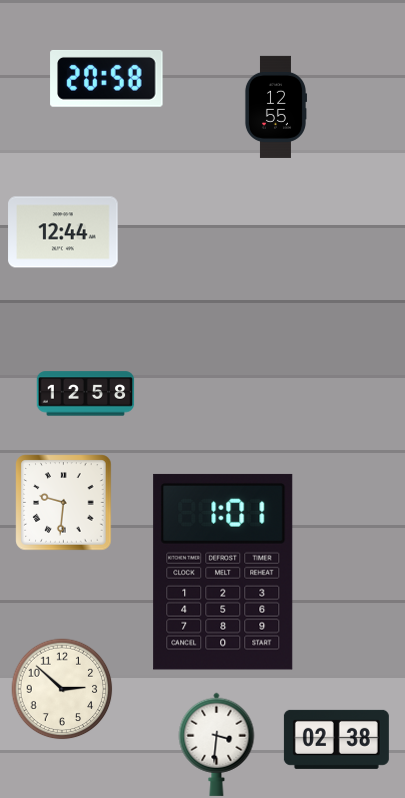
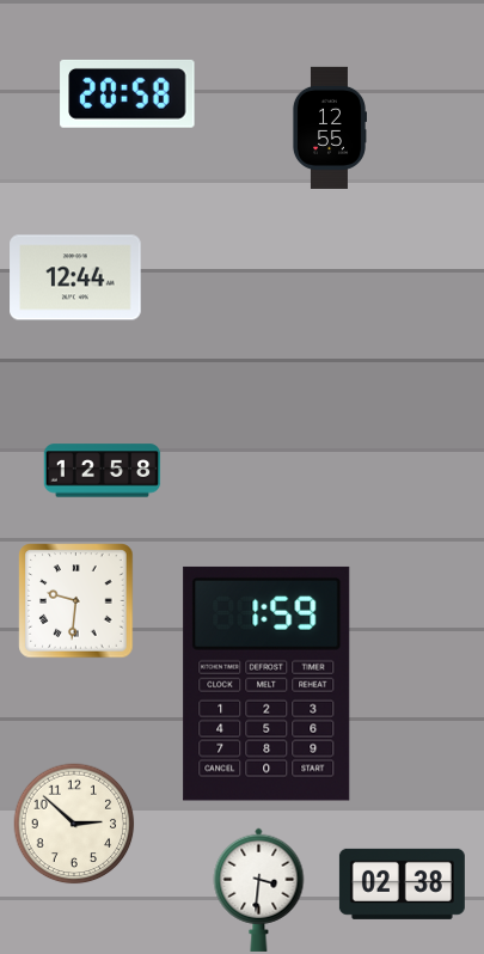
clock at (223, 572): 1:01 -> 1:59
